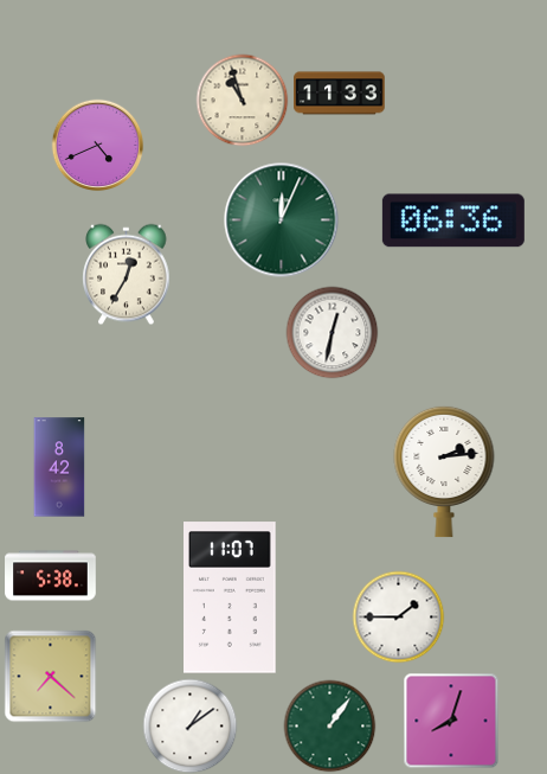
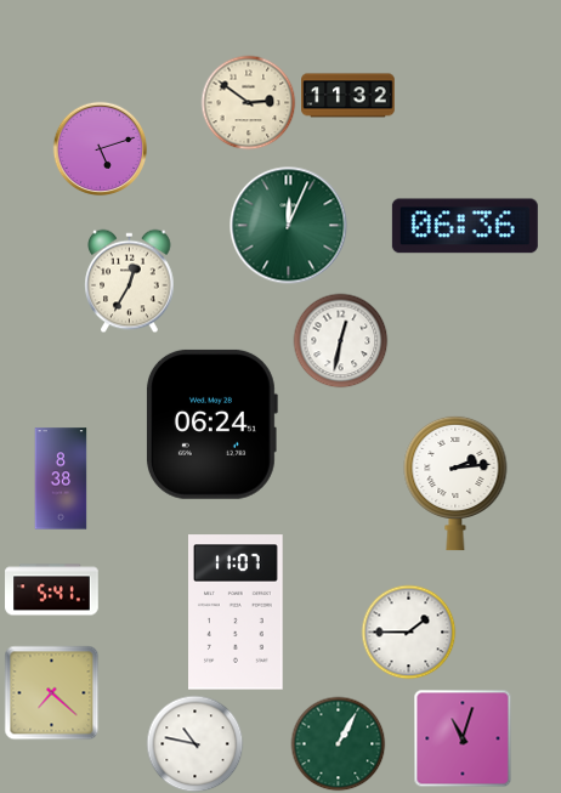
clock at (340, 94): 11:33 -> 11:32
clock at (242, 100): 10:57 -> 2:51
clock at (97, 145): 4:41 -> 5:12
clock at (211, 424): none -> 06:24
clock at (59, 467): 8:42 -> 8:38
clock at (51, 576): 5:38 -> 5:41
clock at (451, 721): 8:03 -> 11:03
clock at (189, 725): 1:09 -> 10:47
clock at (329, 725): 1:06 -> 1:05
